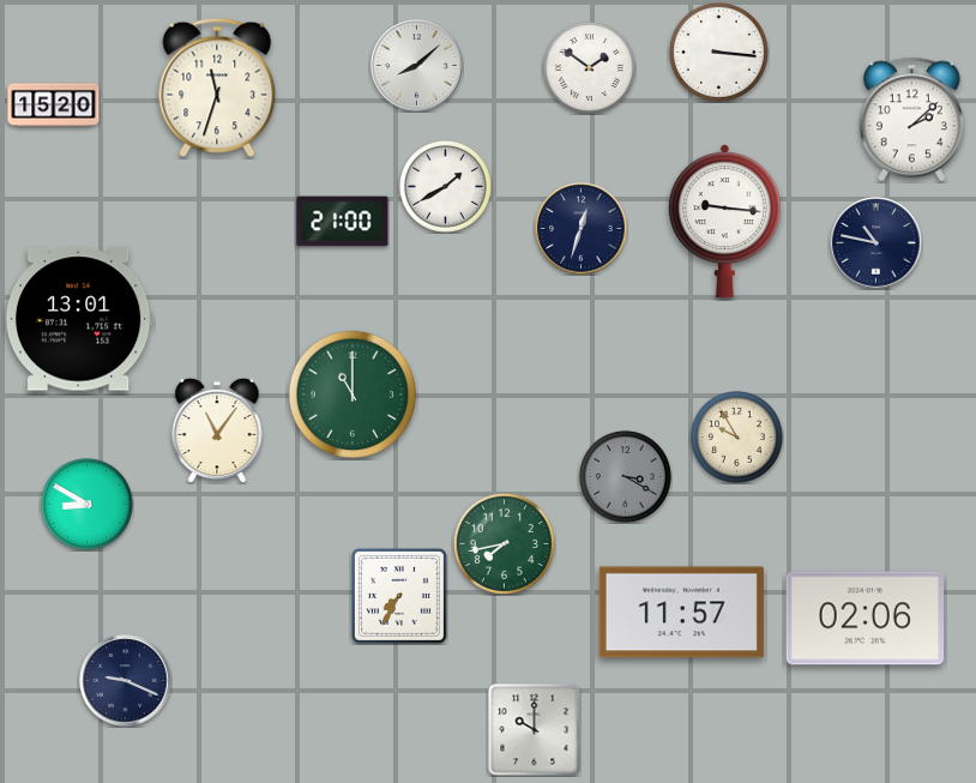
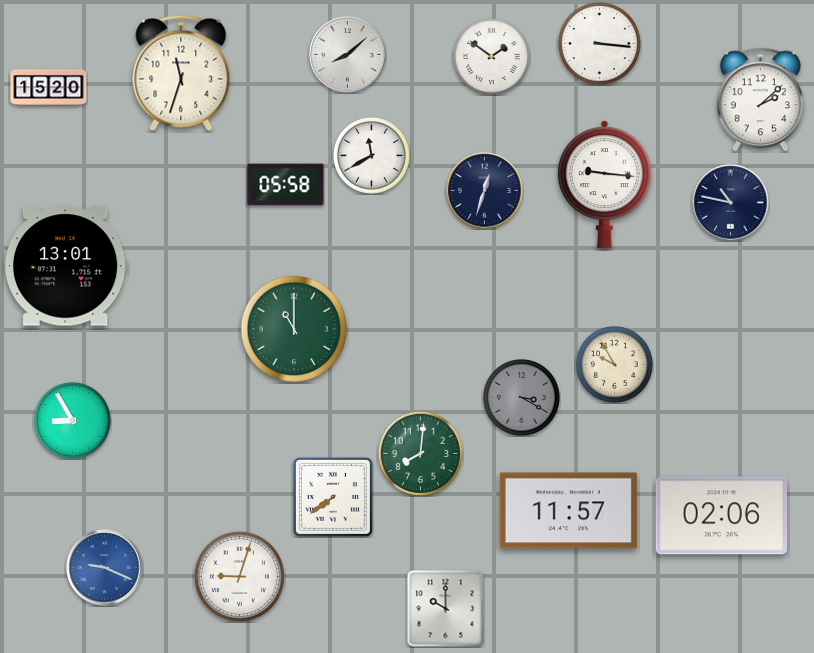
clock at (54, 106) position: (54, 106) -> (49, 88)
clock at (445, 186): 1:40 -> 11:40
clock at (343, 222): 21:00 -> 05:58
clock at (217, 430): 11:06 -> none
clock at (86, 504): 8:50 -> 8:55
clock at (504, 543): 7:43 -> 8:01
clock at (399, 596): 7:35 -> 7:39
clock at (126, 681) dial: navy -> blue
clock at (239, 576): none -> 9:03
